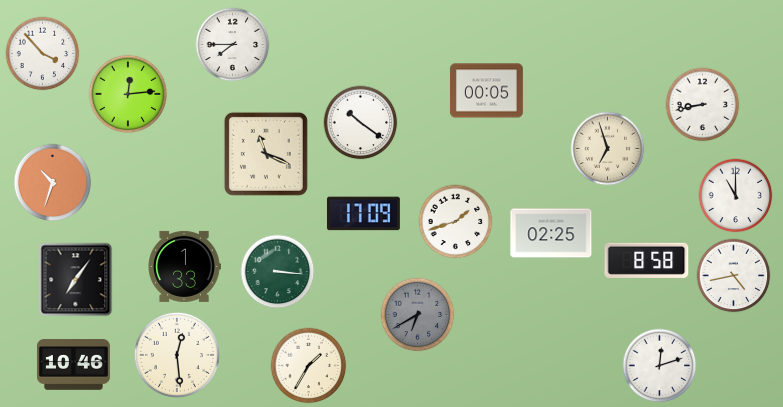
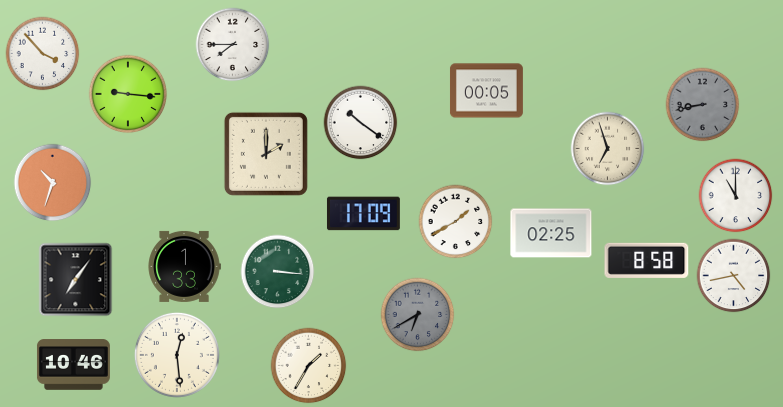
clock at (128, 94): 12:14 -> 9:16
clock at (703, 105) dial: white -> grey
clock at (266, 154): 11:19 -> 2:00
clock at (456, 222): 1:42 -> 1:40
clock at (660, 366): 12:12 -> none
